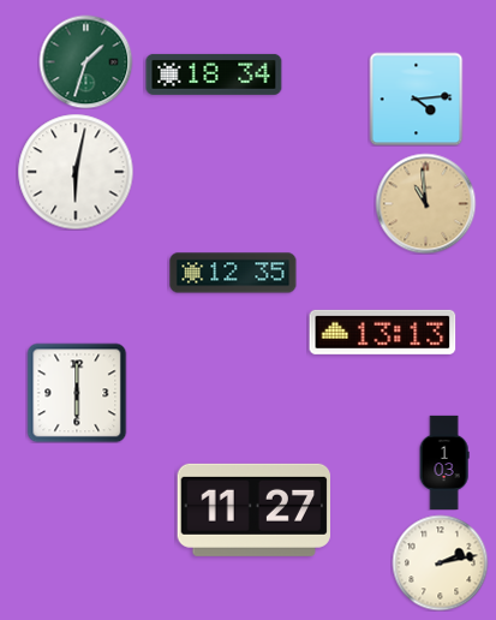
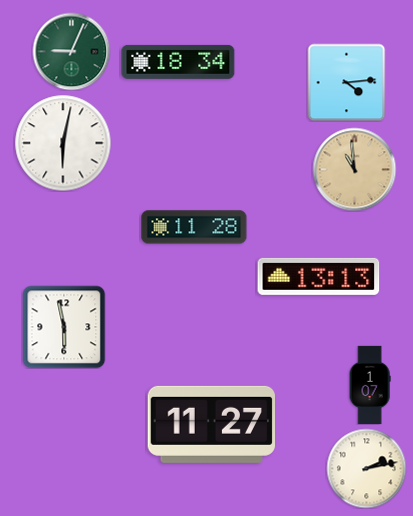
clock at (85, 61): 1:33 -> 9:04
clock at (233, 273): 12:35 -> 11:28
clock at (77, 393): 6:00 -> 5:58
clock at (444, 461): 1:03 -> 1:07
